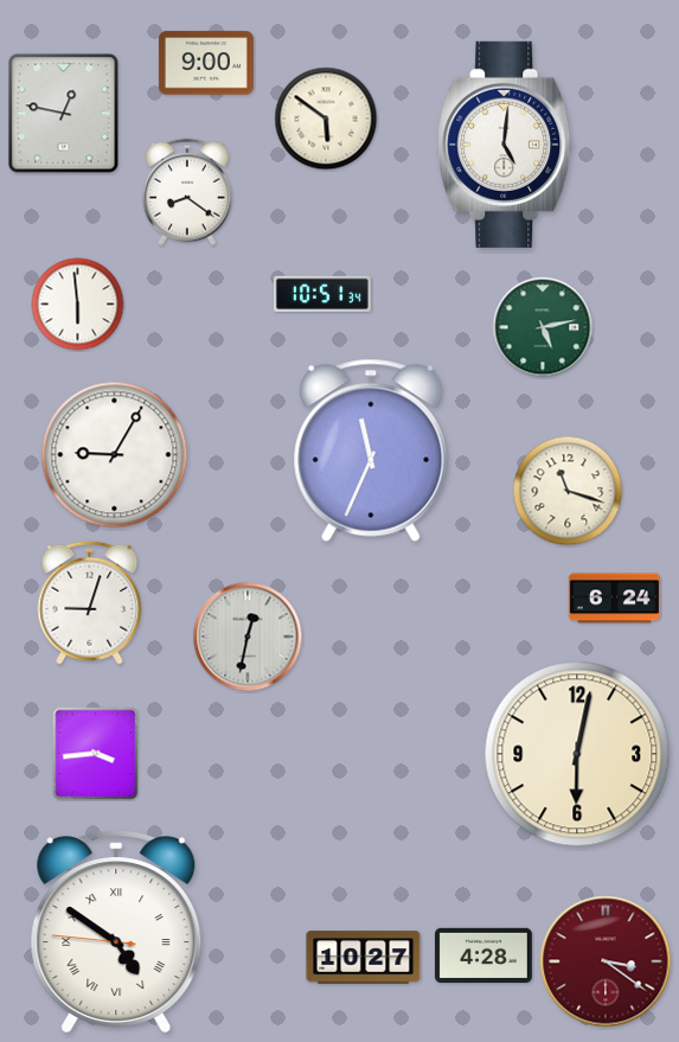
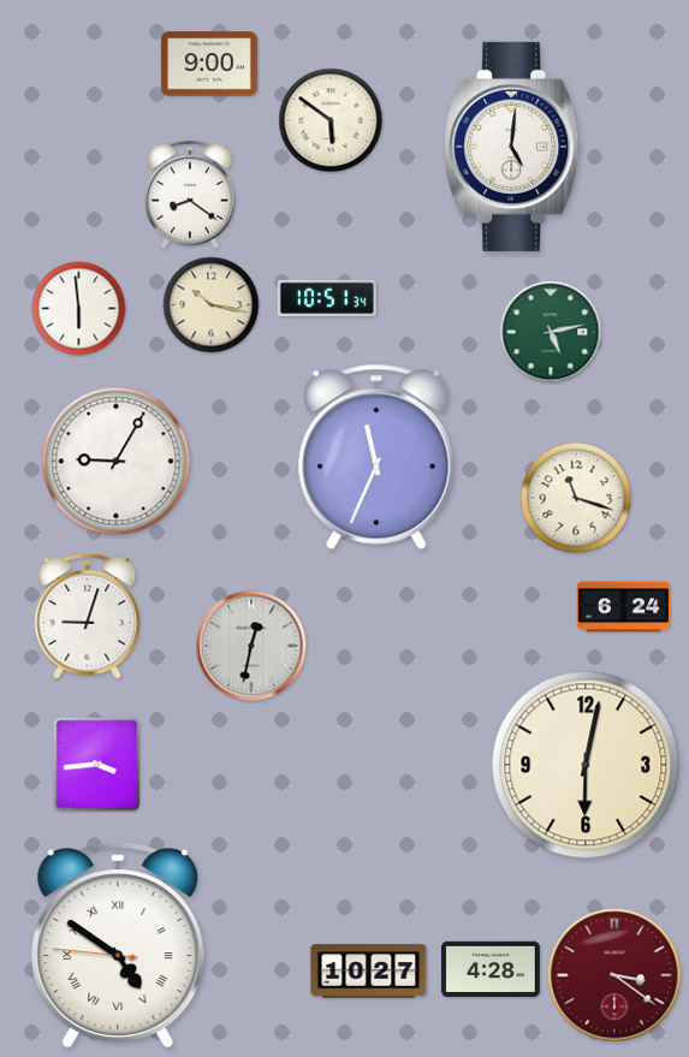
clock at (64, 114): 12:47 -> none
clock at (212, 305): none -> 10:17
clock at (90, 602) position: (90, 602) -> (88, 616)
